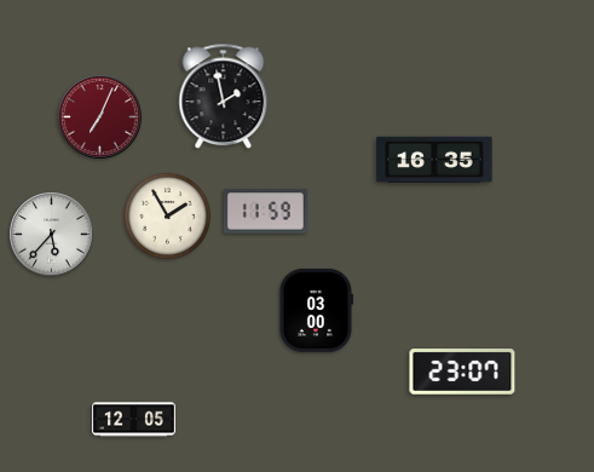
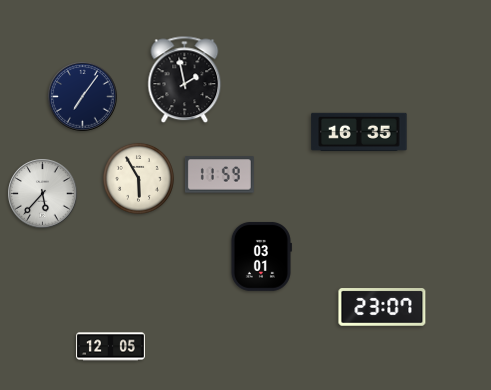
clock at (100, 117): 7:04 -> 7:06
clock at (100, 117) dial: burgundy -> navy
clock at (167, 215): 1:55 -> 5:55
clock at (316, 310): 03:00 -> 03:01
